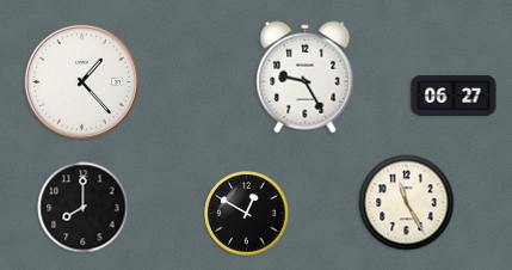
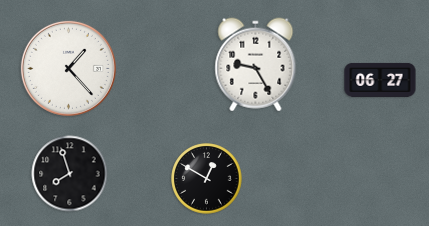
clock at (407, 203): 11:25 -> none
clock at (84, 208): 8:00 -> 7:57
